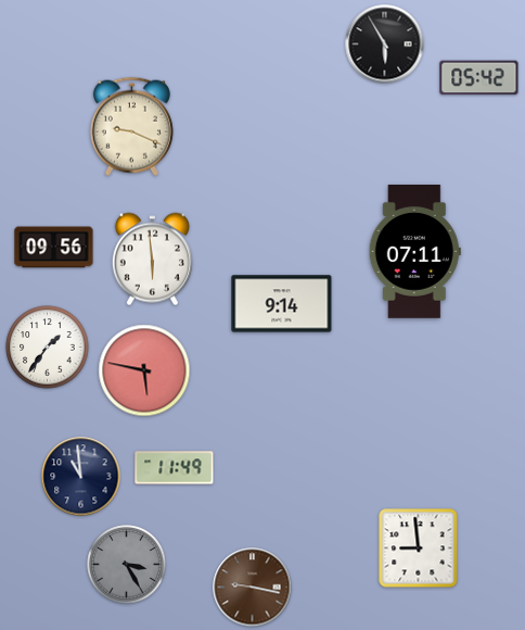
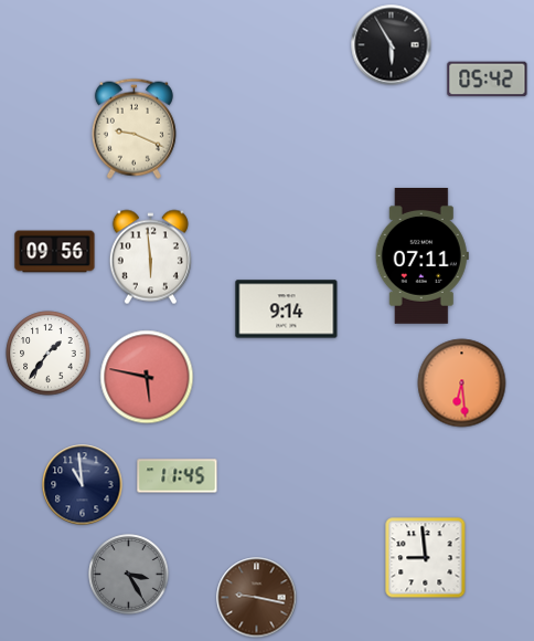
clock at (152, 260) position: (152, 260) -> (150, 258)
clock at (462, 383): none -> 6:29
clock at (175, 468): 11:49 -> 11:45
